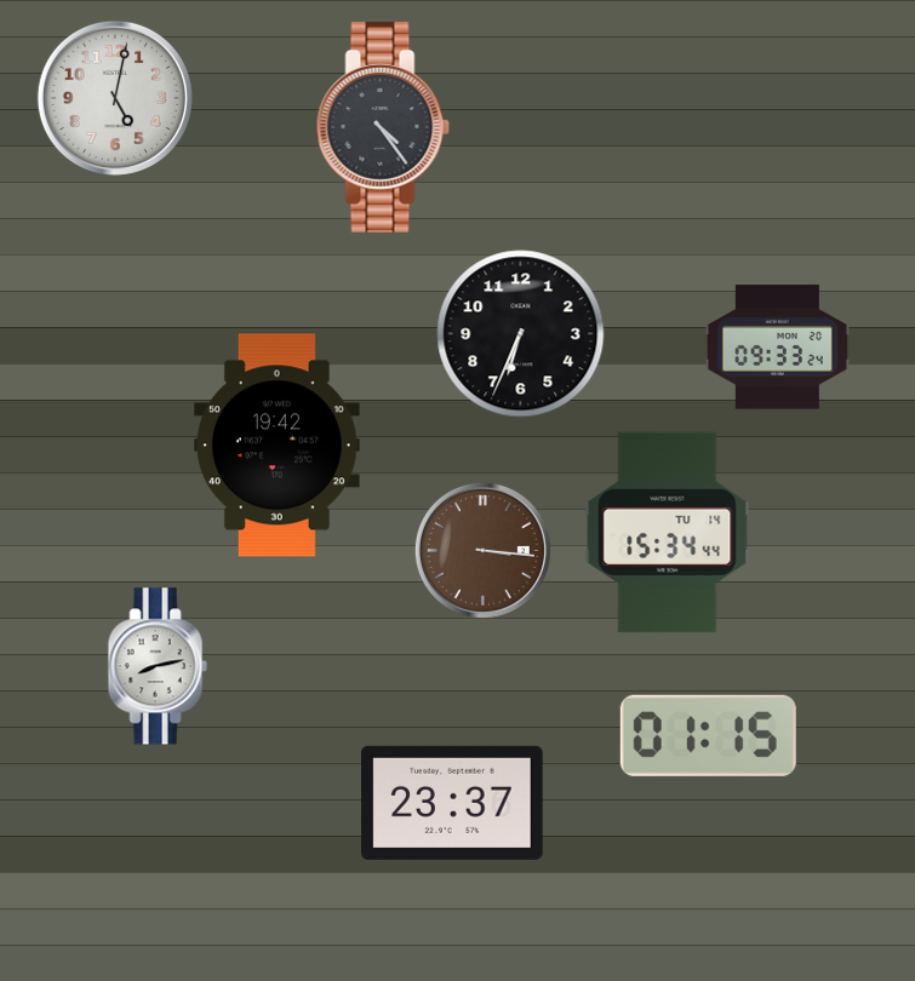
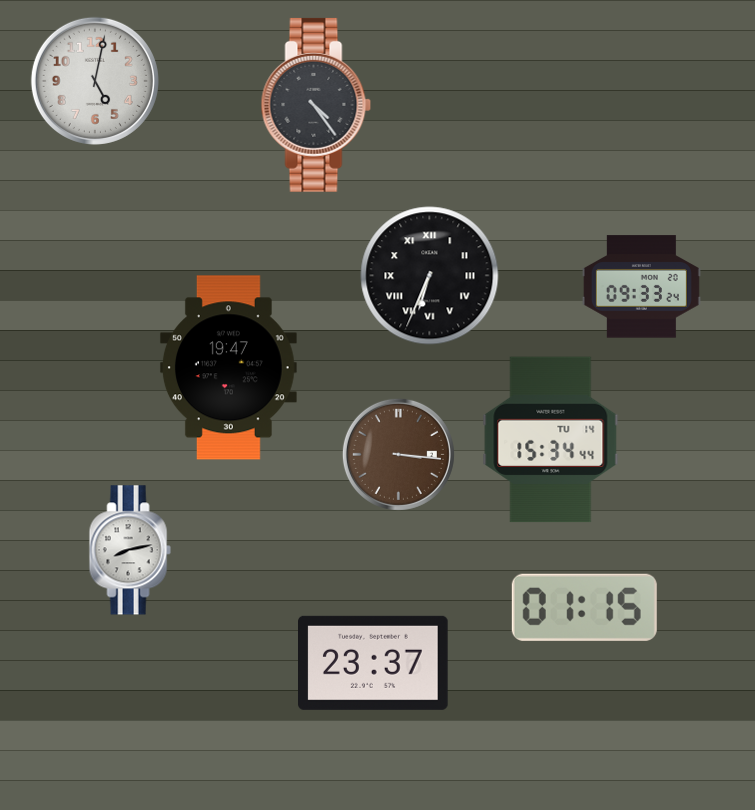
clock at (521, 334) numerals: Arabic -> Roman
clock at (276, 446): 19:42 -> 19:47
